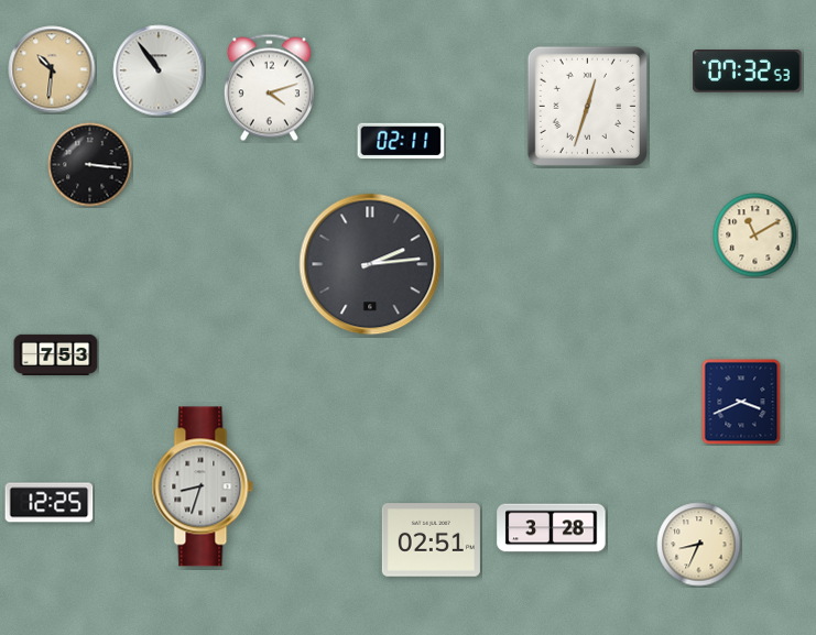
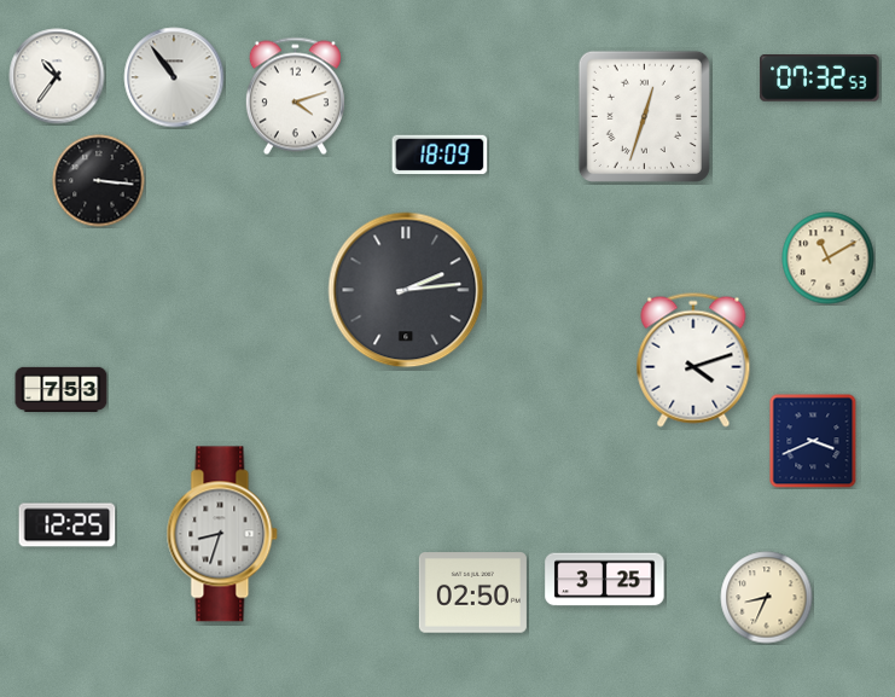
clock at (52, 69): 10:31 -> 10:36
clock at (52, 69) dial: champagne -> white
clock at (401, 141): 02:11 -> 18:09
clock at (693, 360): none -> 4:12
clock at (50, 503) position: (50, 503) -> (68, 525)
clock at (552, 528): 3:28 -> 3:25
clock at (431, 540): 02:51 -> 02:50
